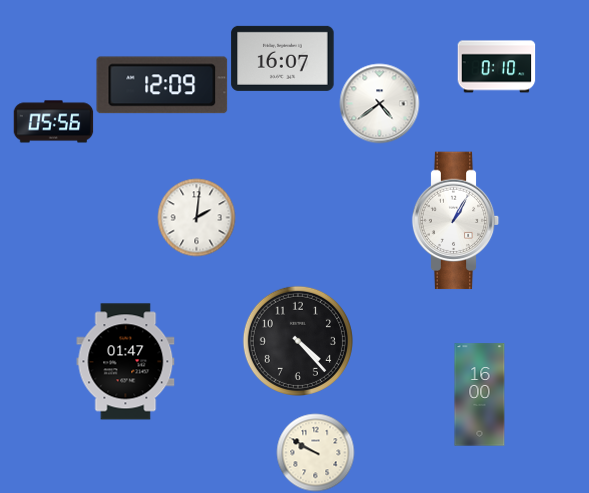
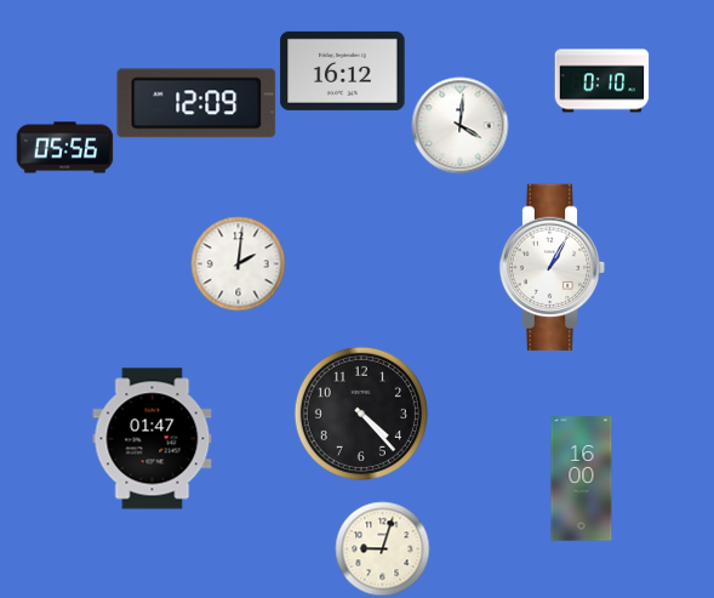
clock at (283, 58): 16:07 -> 16:12
clock at (379, 103): 4:39 -> 4:01
clock at (315, 452): 9:50 -> 9:03
